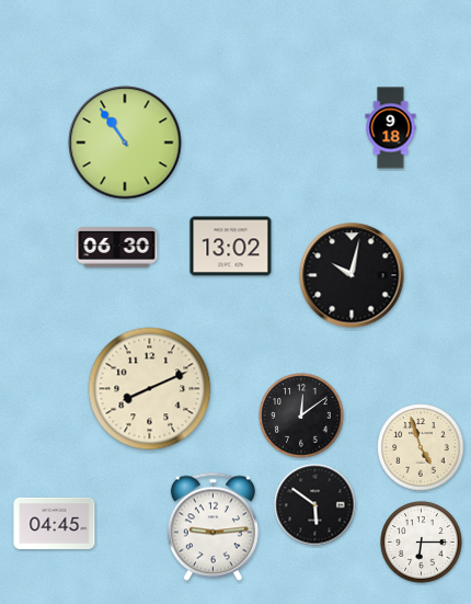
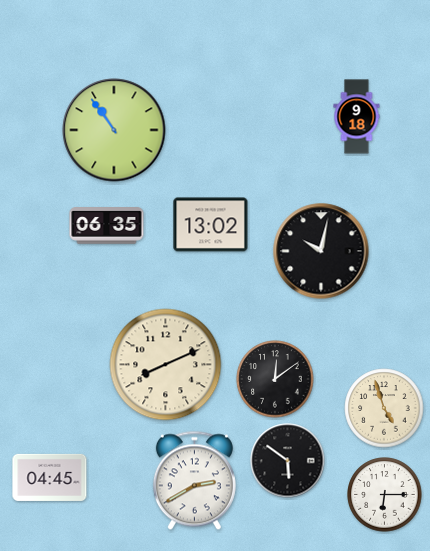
clock at (117, 248): 06:30 -> 06:35
clock at (150, 389) position: (150, 389) -> (166, 365)
clock at (212, 527): 9:14 -> 2:40
